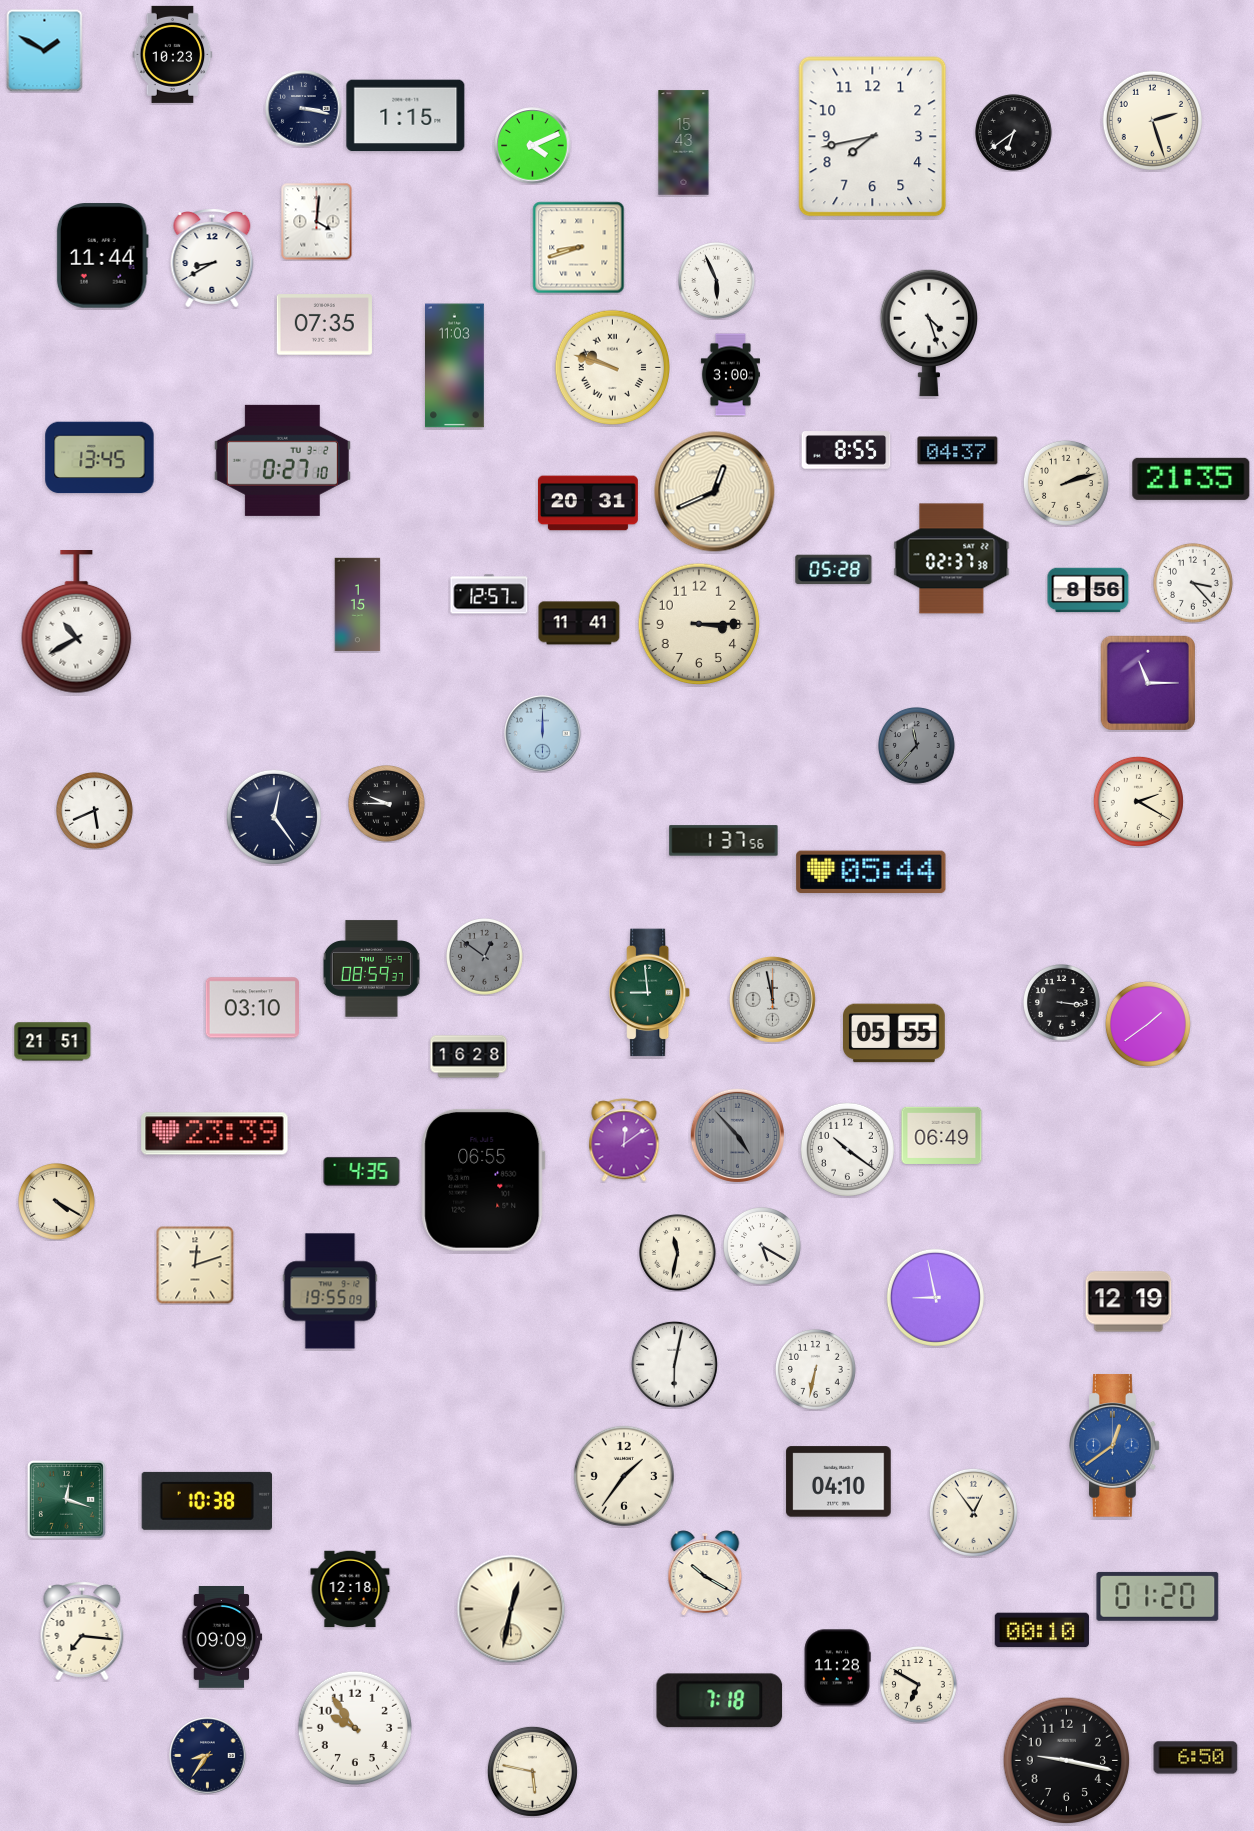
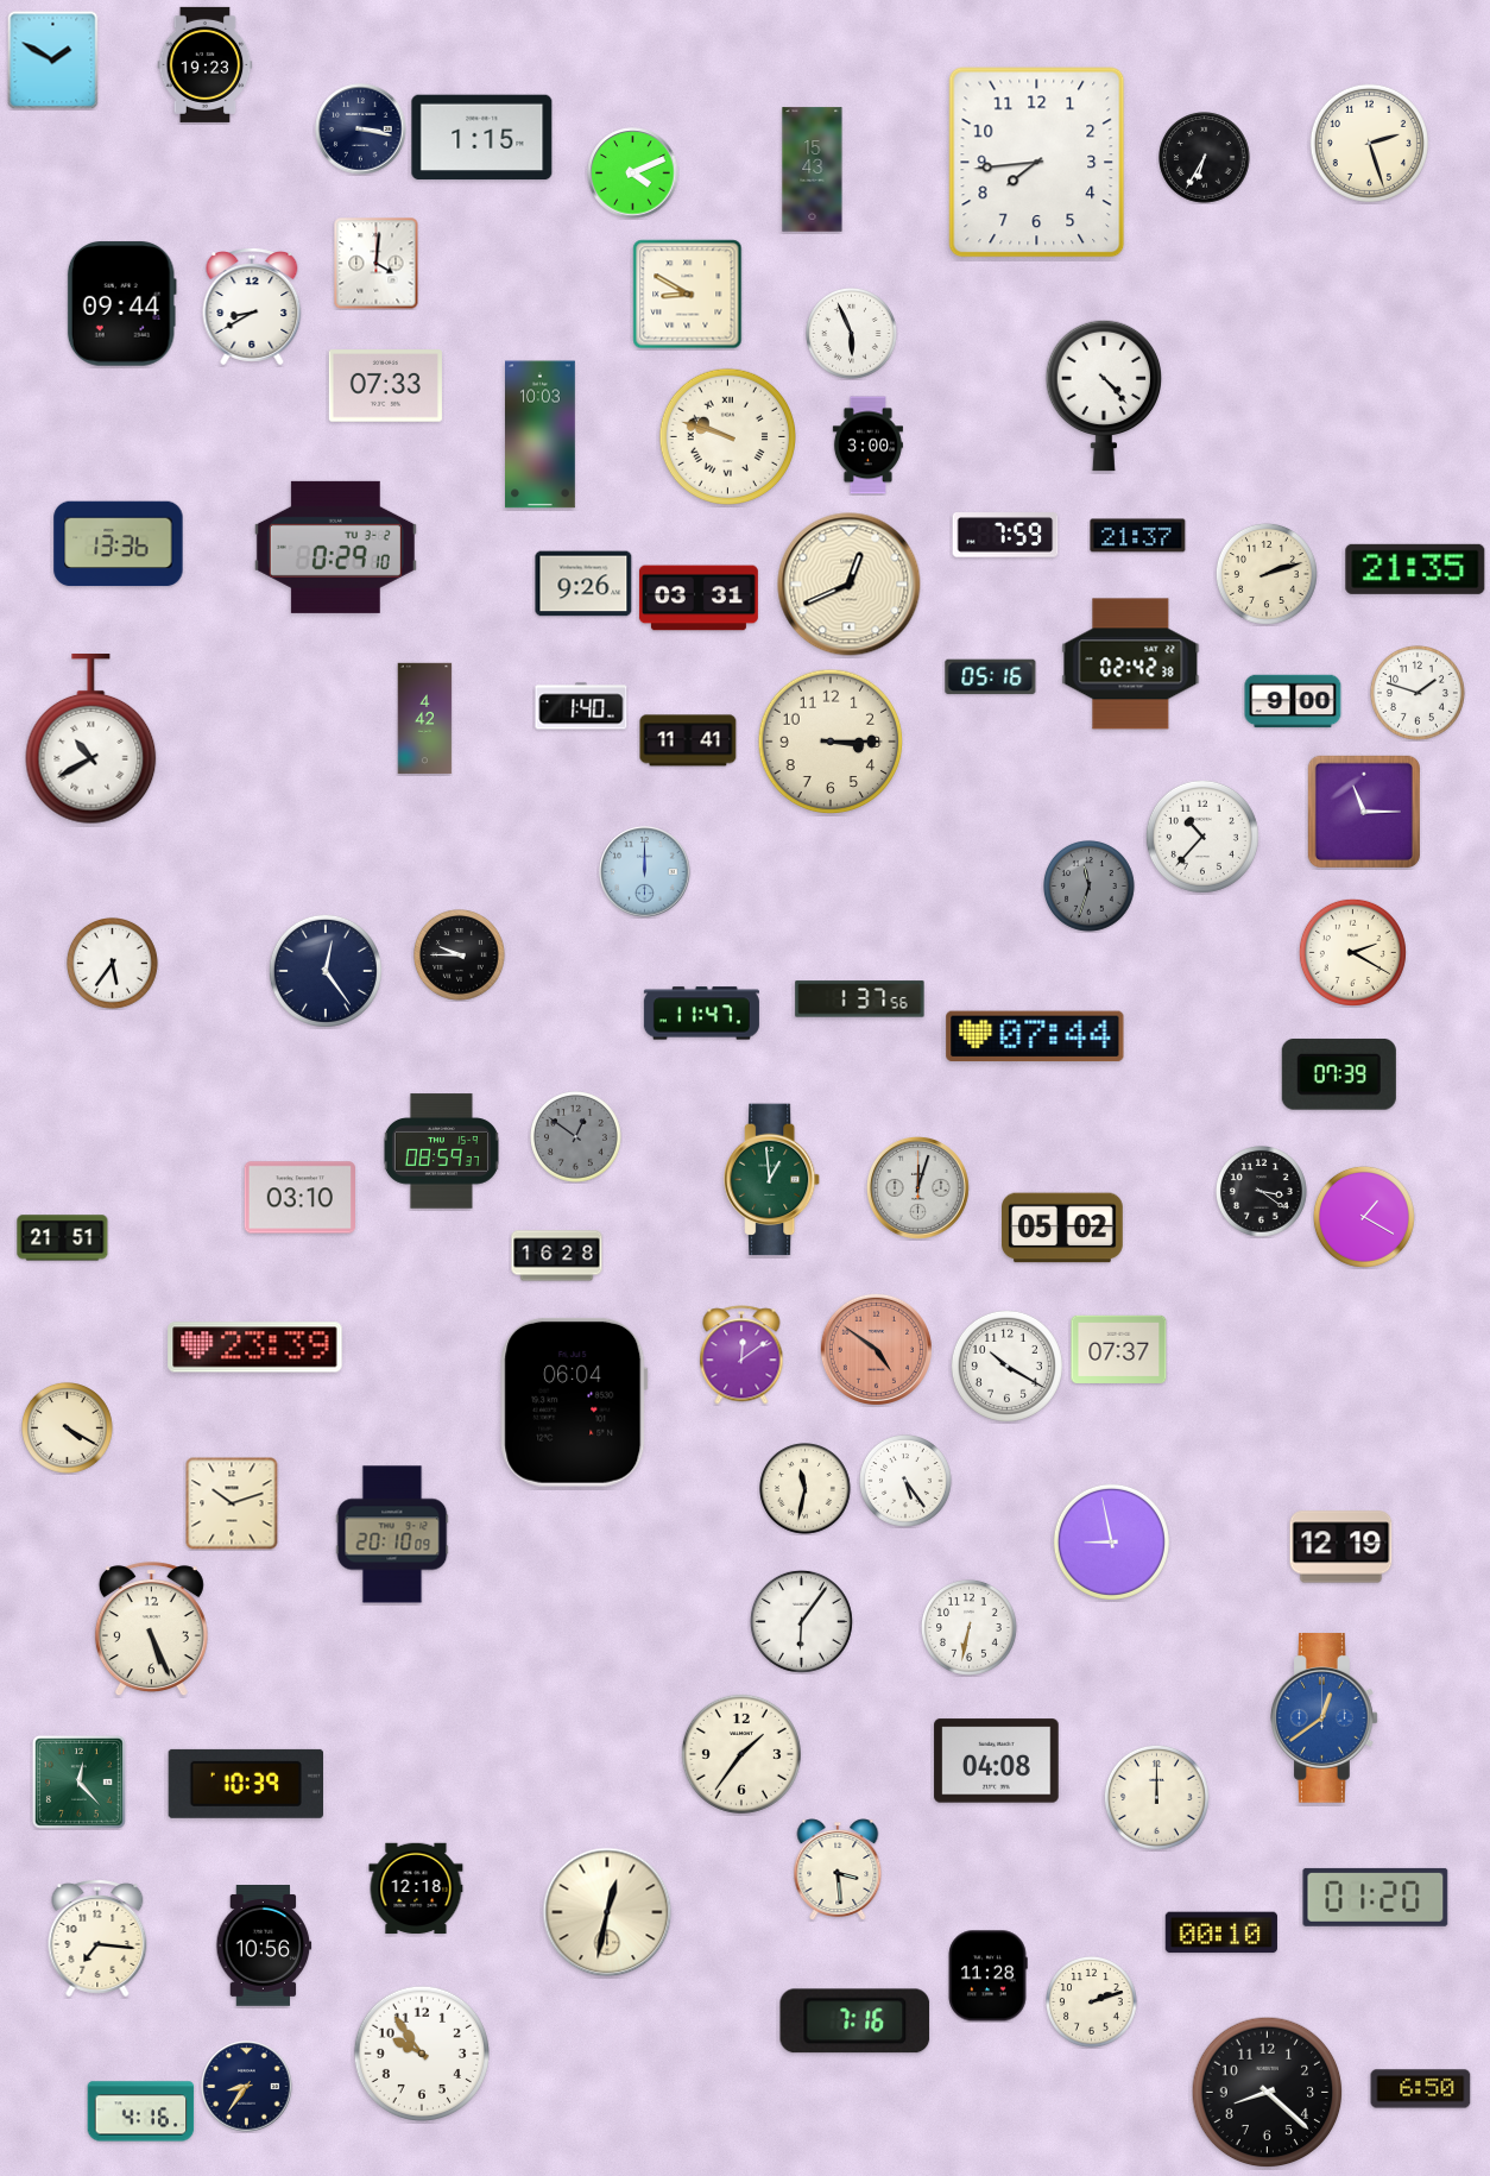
clock at (173, 54): 10:23 -> 19:23
clock at (1014, 133): 6:39 -> 6:35
clock at (873, 137): 7:43 -> 7:44
clock at (579, 248): 8:42 -> 8:50
clock at (102, 256): 11:44 -> 09:44
clock at (324, 325): 07:35 -> 07:33
clock at (928, 333): 4:27 -> 4:23
clock at (455, 366): 11:03 -> 10:03
clock at (846, 450): 8:55 -> 7:59
clock at (958, 451): 04:37 -> 21:37
clock at (100, 458): 13:45 -> 13:36
clock at (282, 460): 0:27 -> 0:29
clock at (583, 584): none -> 9:26
clock at (588, 503): 20:31 -> 03:31
clock at (952, 559): 02:37 -> 02:42
clock at (834, 570): 05:28 -> 05:16
clock at (1193, 583): 3:23 -> 1:48
clock at (1088, 590): 8:56 -> 9:00
clock at (489, 594): 12:57 -> 1:40
clock at (358, 605): 1:15 -> 4:42
clock at (1202, 837): none -> 10:37
clock at (917, 746): 11:37 -> 11:33
clock at (95, 811): 5:41 -> 5:36
clock at (701, 1014): none -> 11:47
clock at (871, 872): 05:44 -> 07:44
clock at (1339, 1074): none -> 07:39
clock at (651, 993): 8:59 -> 12:59
clock at (772, 999): 11:58 -> 12:03
clock at (1062, 1003): 3:16 -> 3:21
clock at (1148, 1024): 1:39 -> 1:20
clock at (895, 1033): 05:55 -> 05:02
clock at (737, 1135): 4:53 -> 4:51
clock at (737, 1135) dial: grey -> salmon
clock at (942, 1135): 06:49 -> 07:37
clock at (847, 1149): 10:21 -> 10:20
clock at (362, 1171): 4:35 -> none
clock at (483, 1180): 06:55 -> 06:04
clock at (763, 1247): 5:20 -> 5:24
clock at (195, 1265): 12:12 -> 10:12
clock at (330, 1291): 19:55 -> 20:10
clock at (674, 1364): 6:02 -> 6:06
clock at (151, 1629): none -> 5:26
clock at (839, 1482): 04:10 -> 04:08
clock at (66, 1499): 12:18 -> 12:23
clock at (206, 1501): 10:38 -> 10:39
clock at (973, 1512): 12:54 -> 12:00
clock at (705, 1573): 10:20 -> 3:29
clock at (1042, 1630) position: (1042, 1630) -> (1221, 1932)
clock at (222, 1638): 09:09 -> 10:56
clock at (837, 1668) position: (837, 1668) -> (987, 1976)
clock at (919, 1685): 6:50 -> 2:12
clock at (720, 1701): 7:18 -> 7:16
clock at (1067, 1761): 9:17 -> 8:22
clock at (532, 1771): 5:47 -> none
clock at (141, 2112): none -> 4:16
